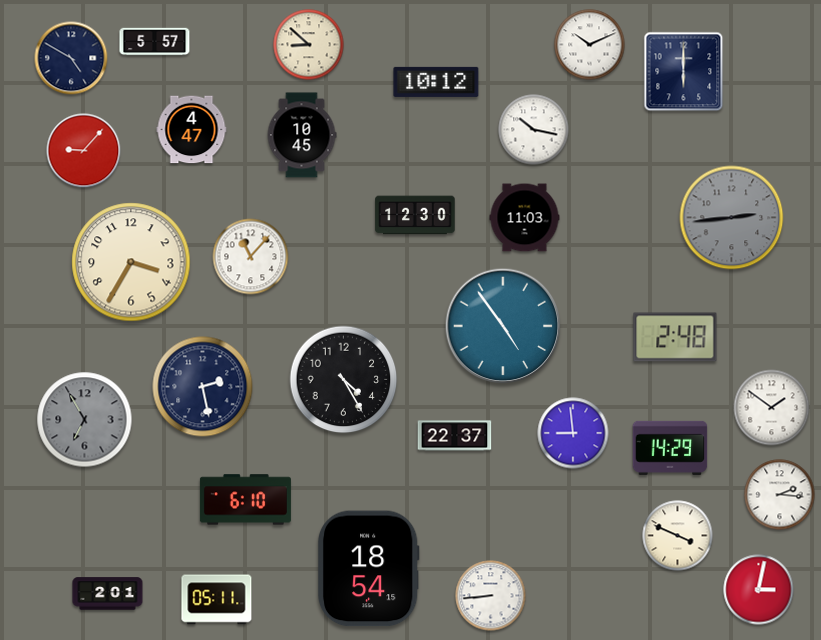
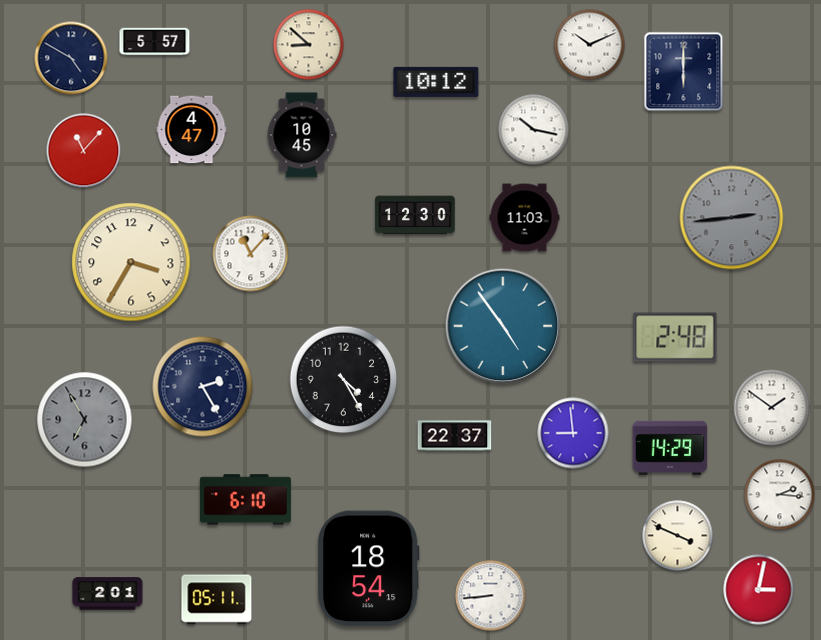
clock at (84, 151): 9:07 -> 11:07
clock at (251, 257) position: (251, 257) -> (251, 254)
clock at (203, 387): 2:28 -> 2:25
